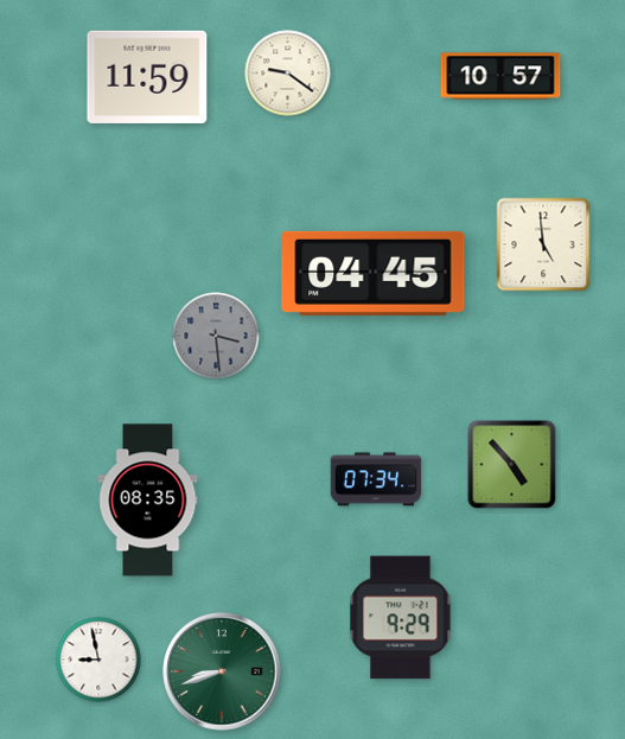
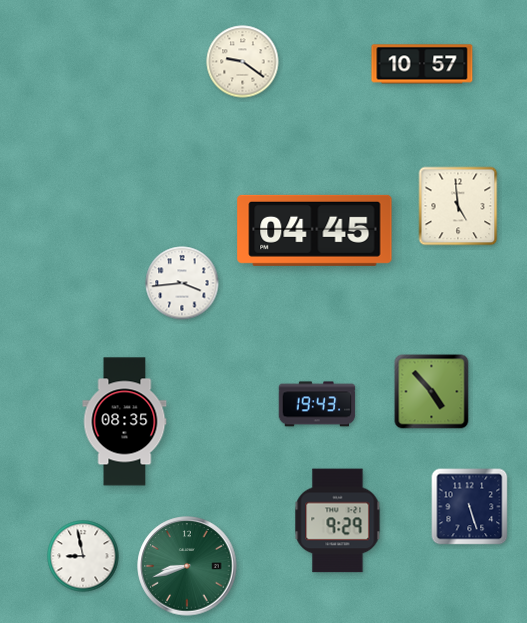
clock at (147, 77): 11:59 -> none
clock at (216, 336): 3:29 -> 3:44
clock at (216, 336) dial: grey -> white
clock at (376, 479): 07:34 -> 19:43
clock at (470, 507): none -> 5:27
